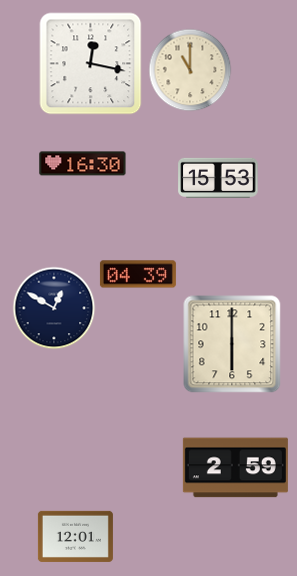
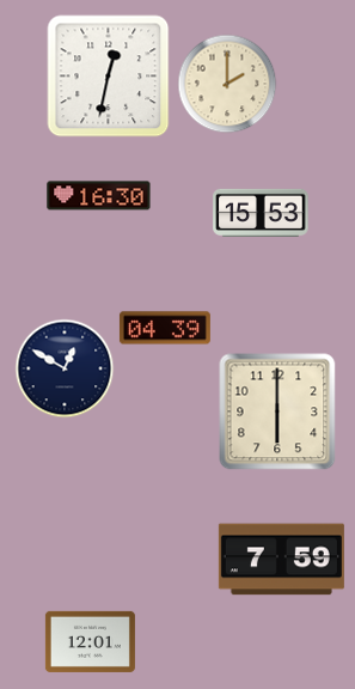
clock at (91, 64): 12:17 -> 12:32
clock at (190, 70): 11:00 -> 2:00
clock at (235, 468): 2:59 -> 7:59
